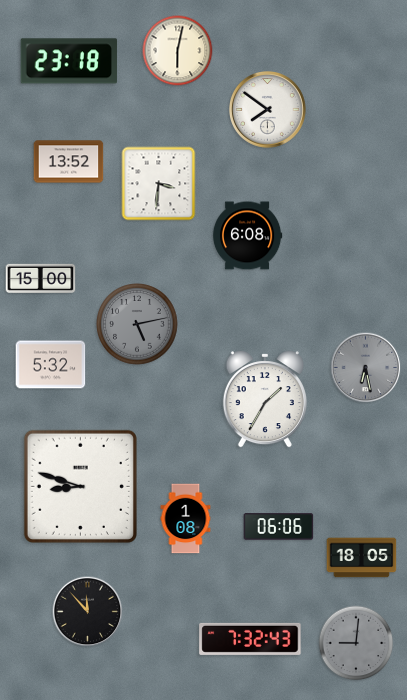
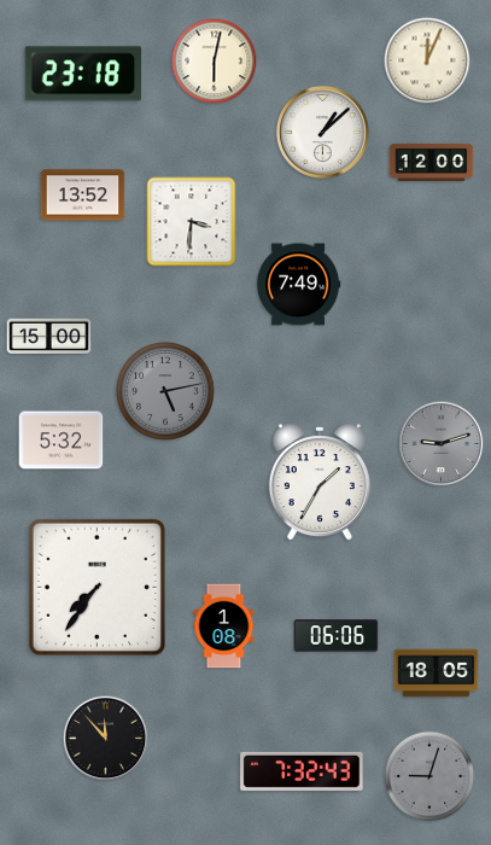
clock at (427, 60): none -> 12:04
clock at (268, 110): 7:51 -> 1:08
clock at (432, 162): none -> 12:00
clock at (247, 236): 6:08 -> 7:49
clock at (366, 368): 6:28 -> 9:12
clock at (80, 486): 8:48 -> 7:36
clock at (356, 643): 9:01 -> 9:03
